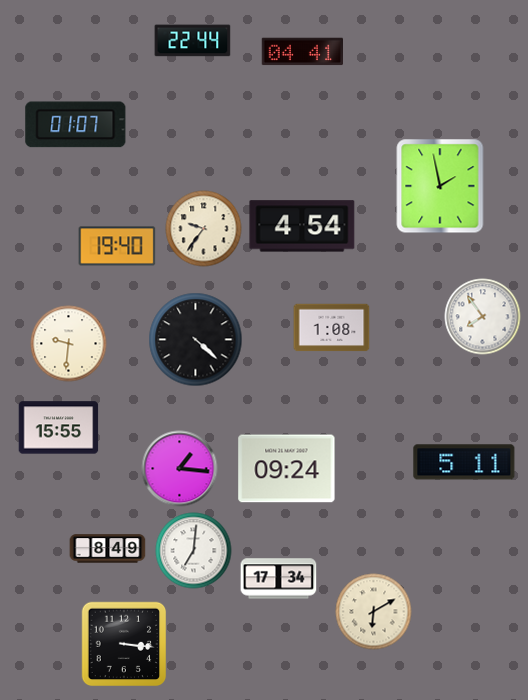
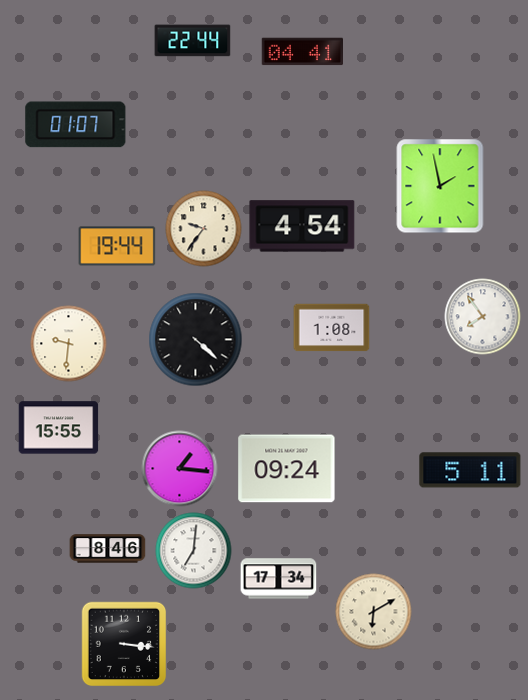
clock at (117, 246): 19:40 -> 19:44
clock at (464, 462) position: (464, 462) -> (470, 470)
clock at (108, 549): 8:49 -> 8:46
